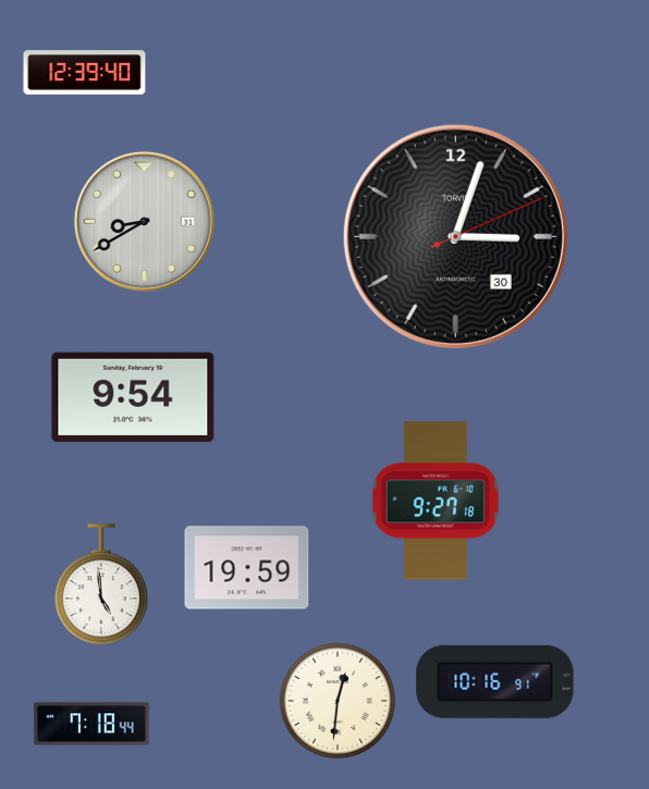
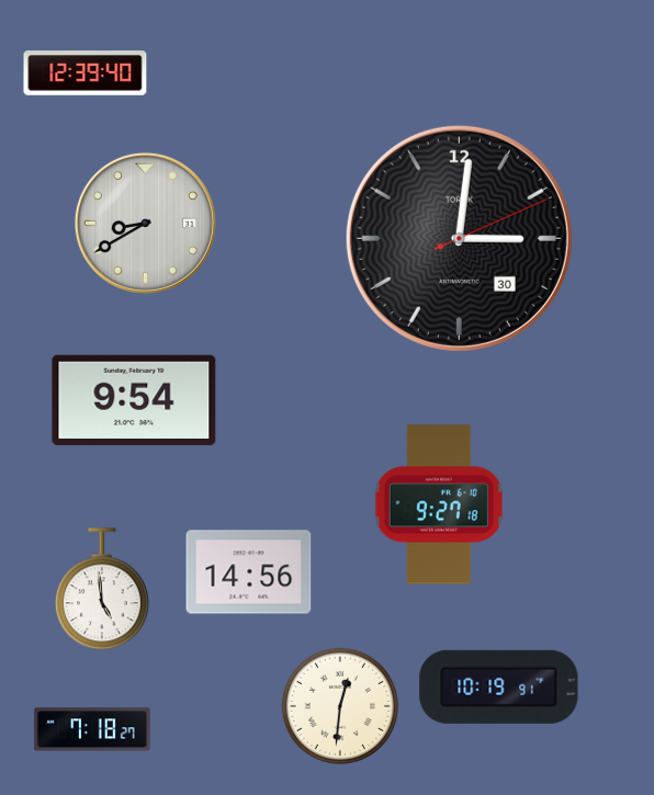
clock at (455, 236): 3:03 -> 3:01
clock at (247, 568): 19:59 -> 14:56
clock at (495, 681): 10:16 -> 10:19
clock at (91, 724): 7:18:44 -> 7:18:27
